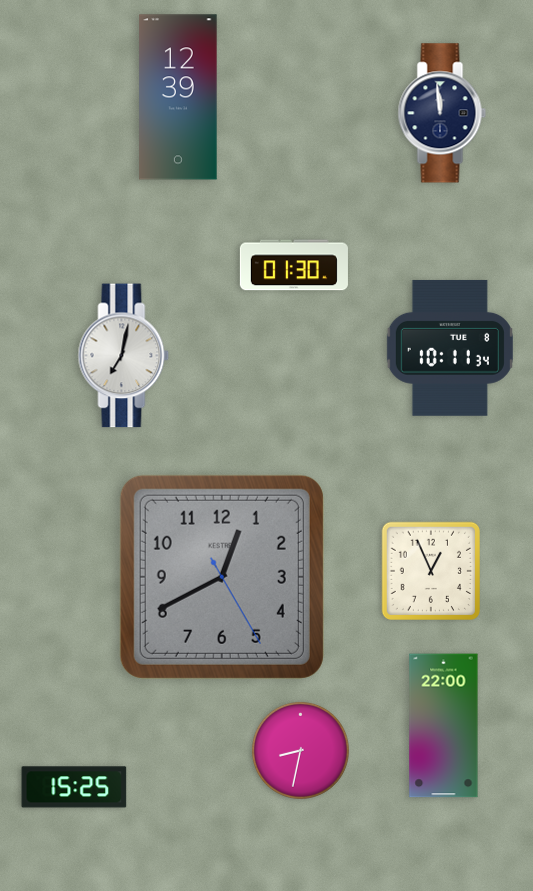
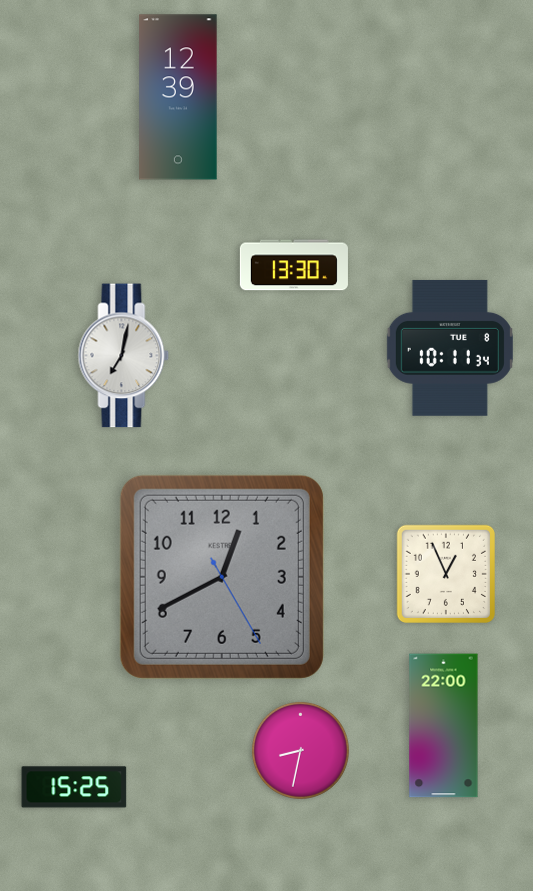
clock at (442, 113): 11:59 -> none
clock at (294, 265): 01:30 -> 13:30
clock at (431, 571) position: (431, 571) -> (446, 574)
